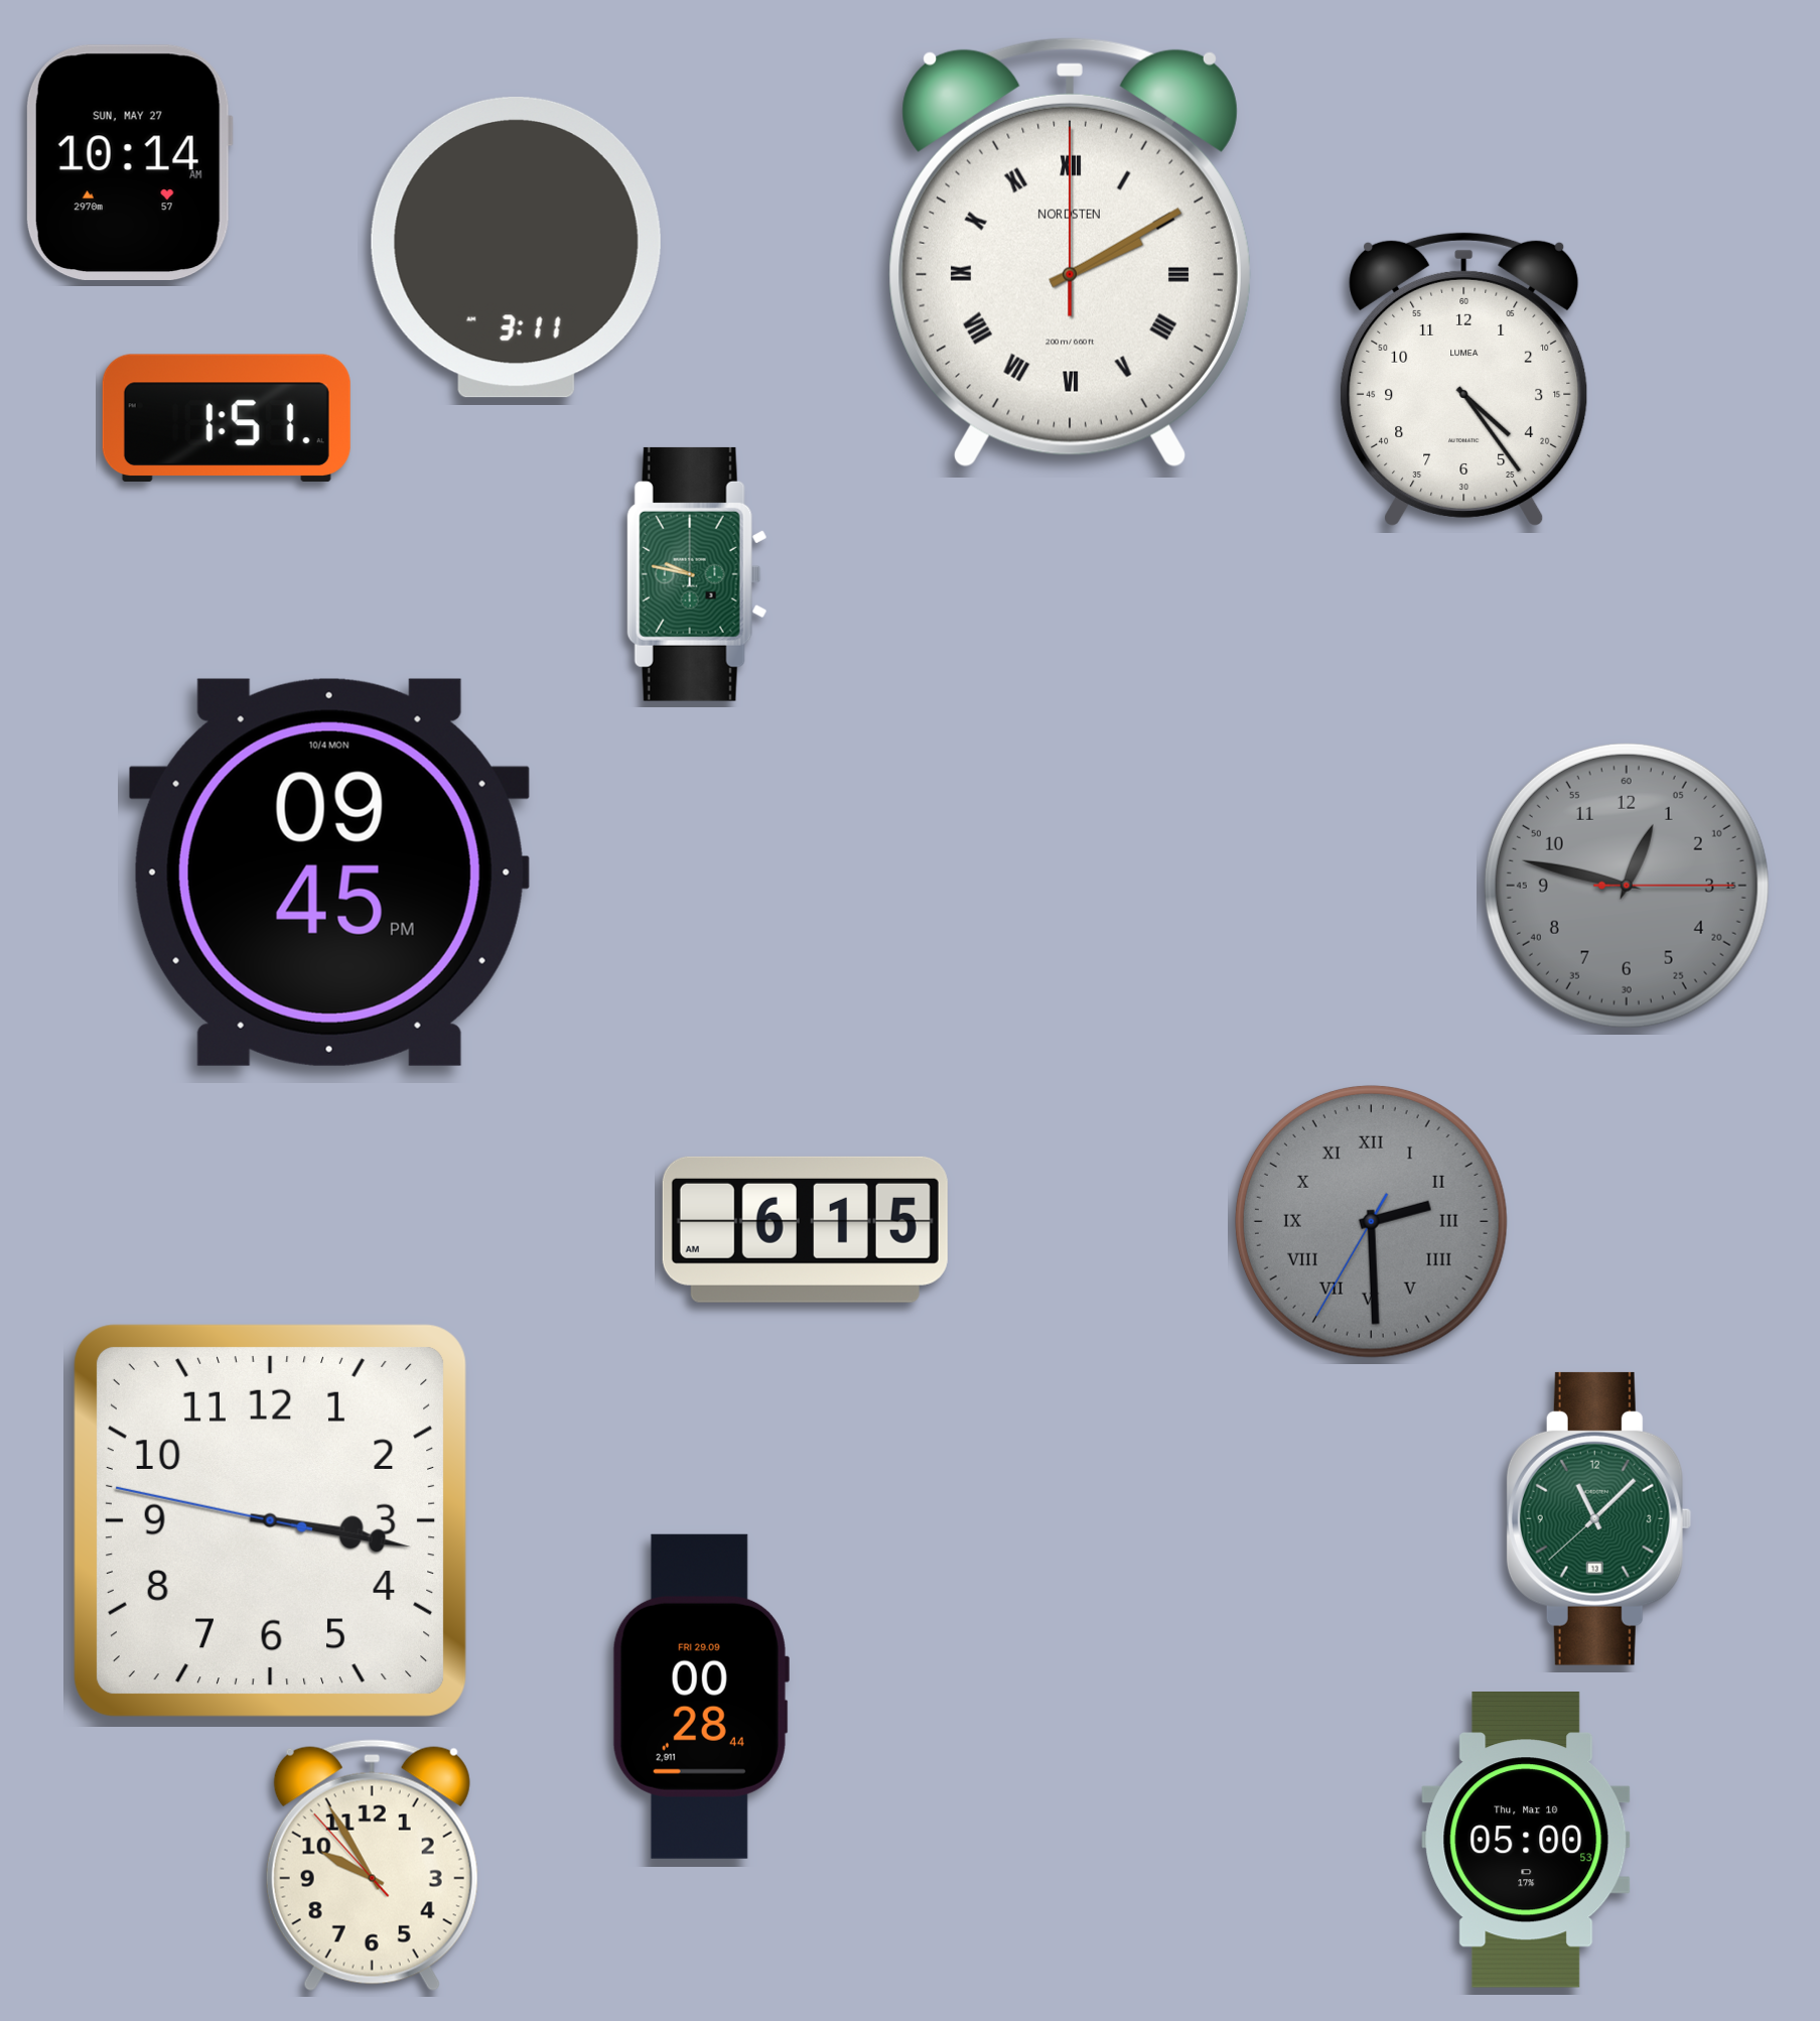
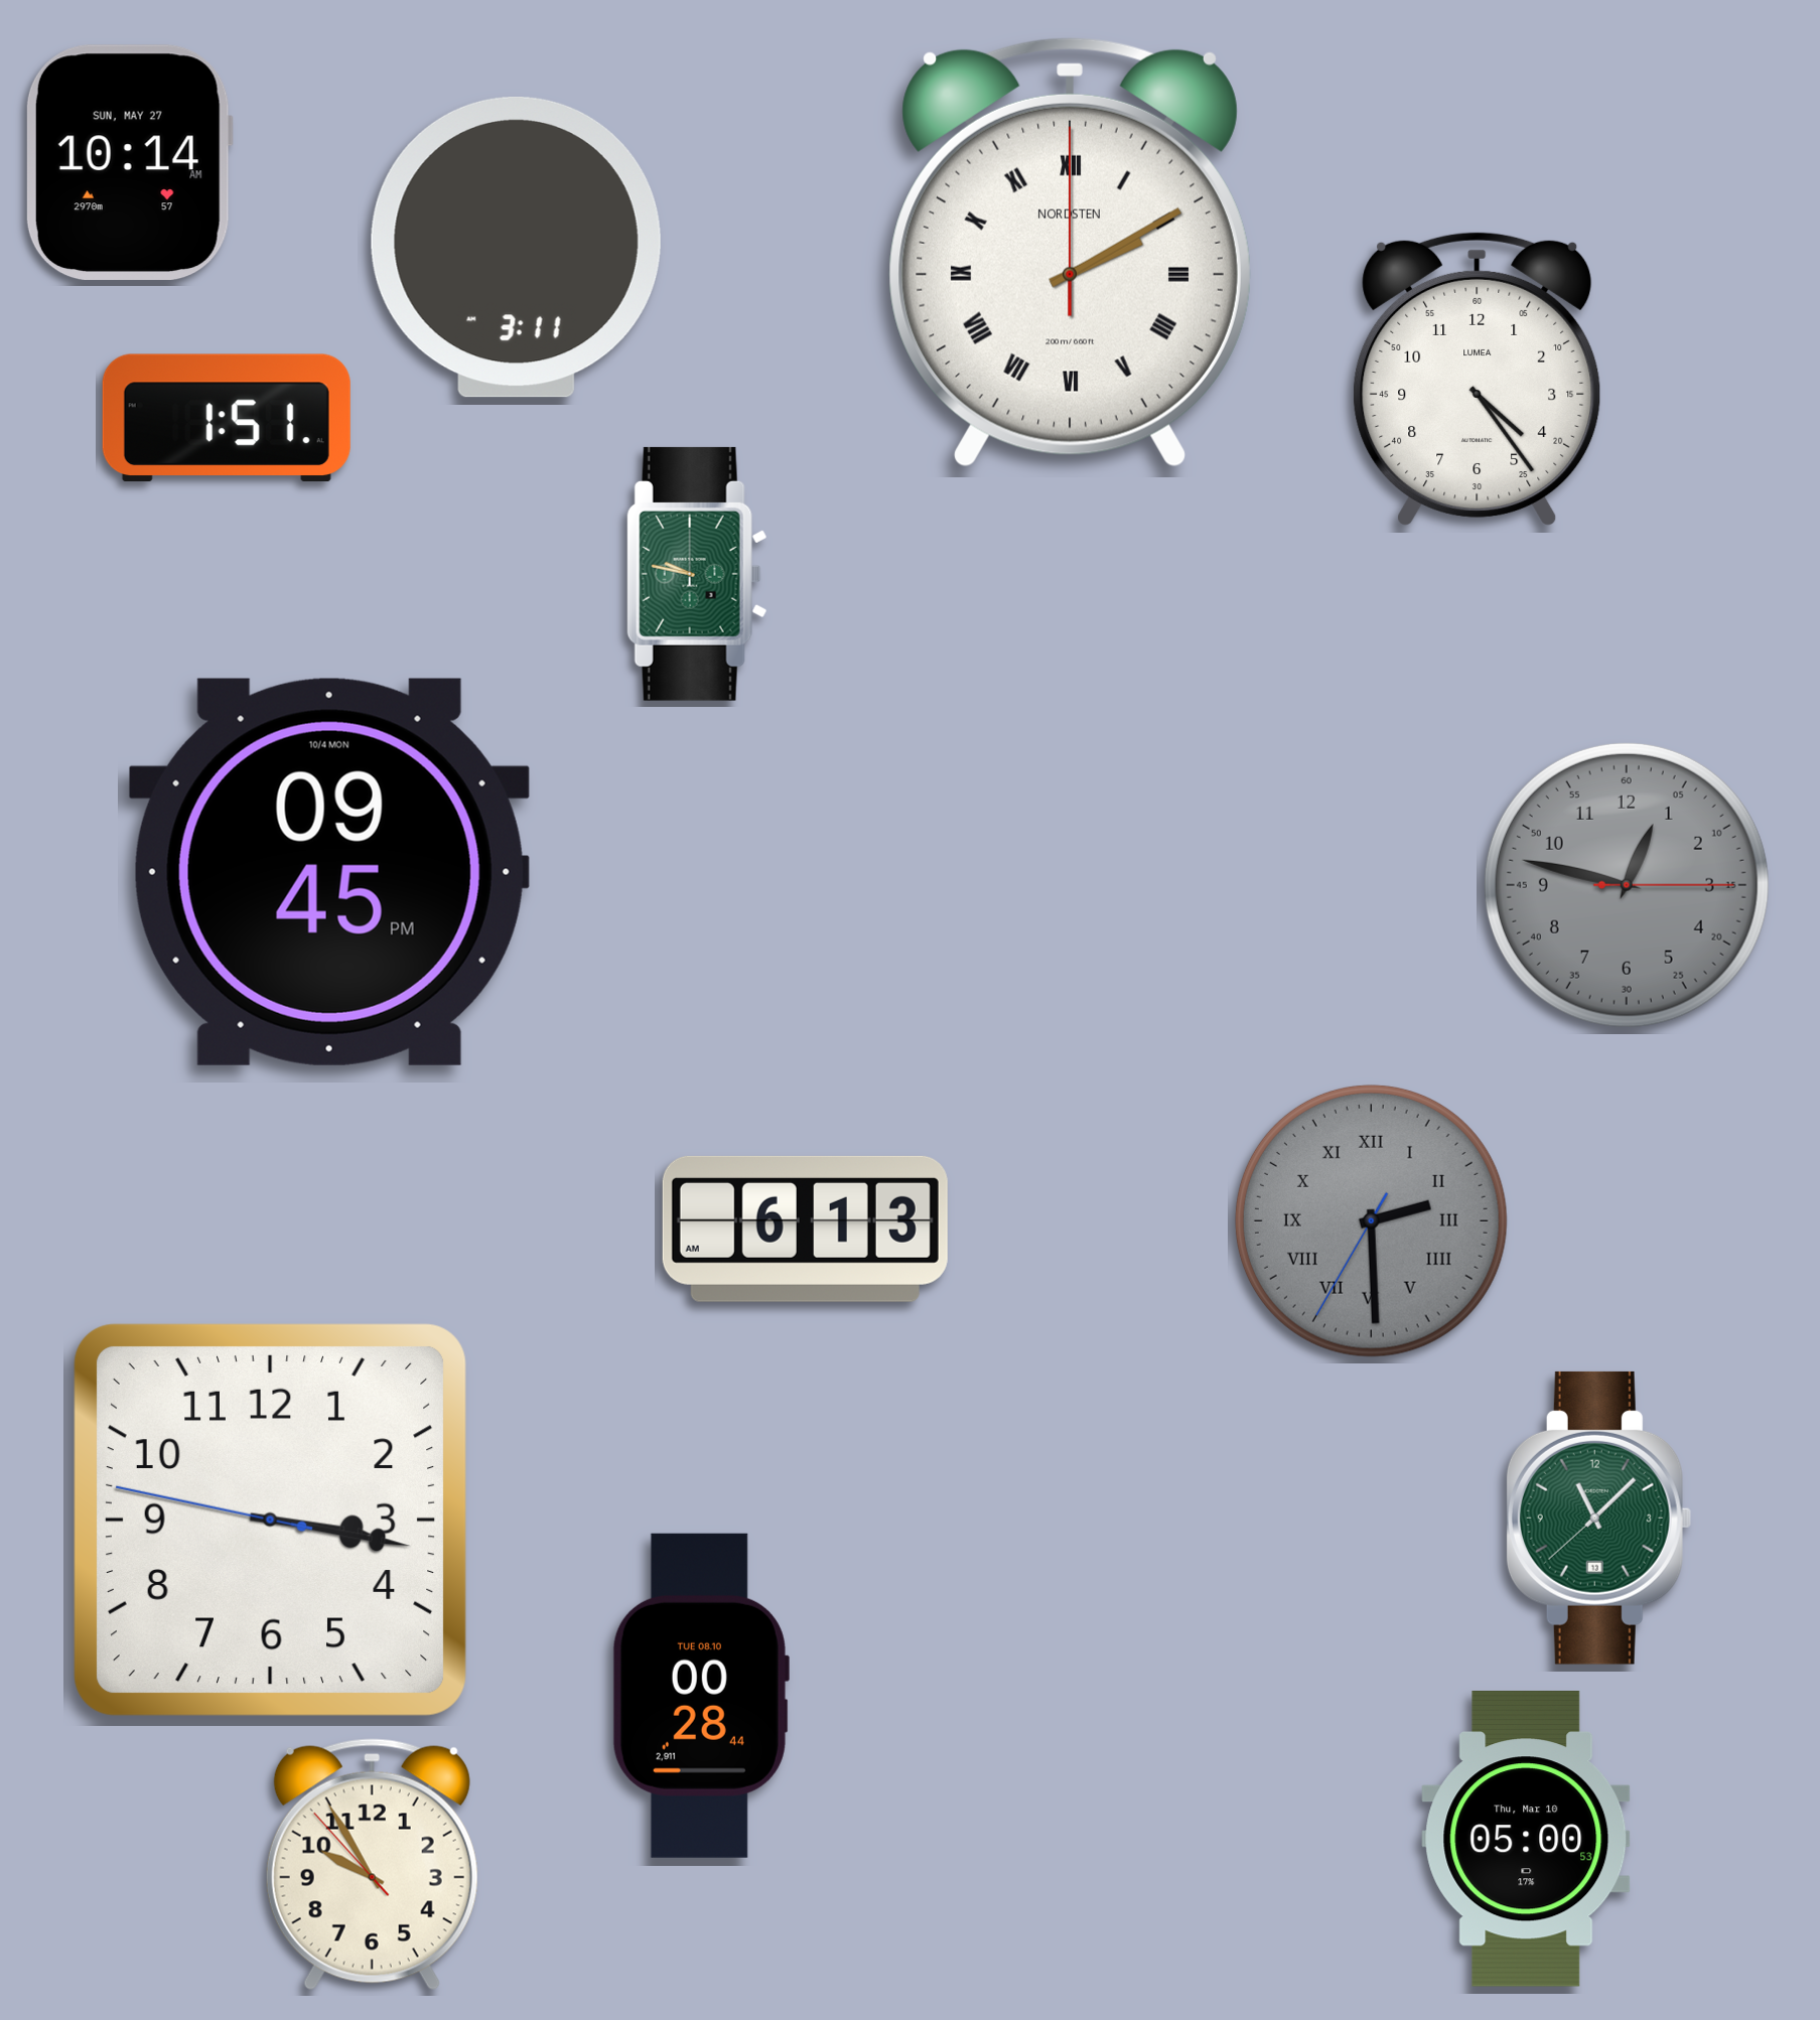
clock at (1464, 379) position: (1464, 379) -> (1478, 379)
clock at (805, 1229): 6:15 -> 6:13
clock at (700, 1697) date: FRI 29.09 -> TUE 08.10
